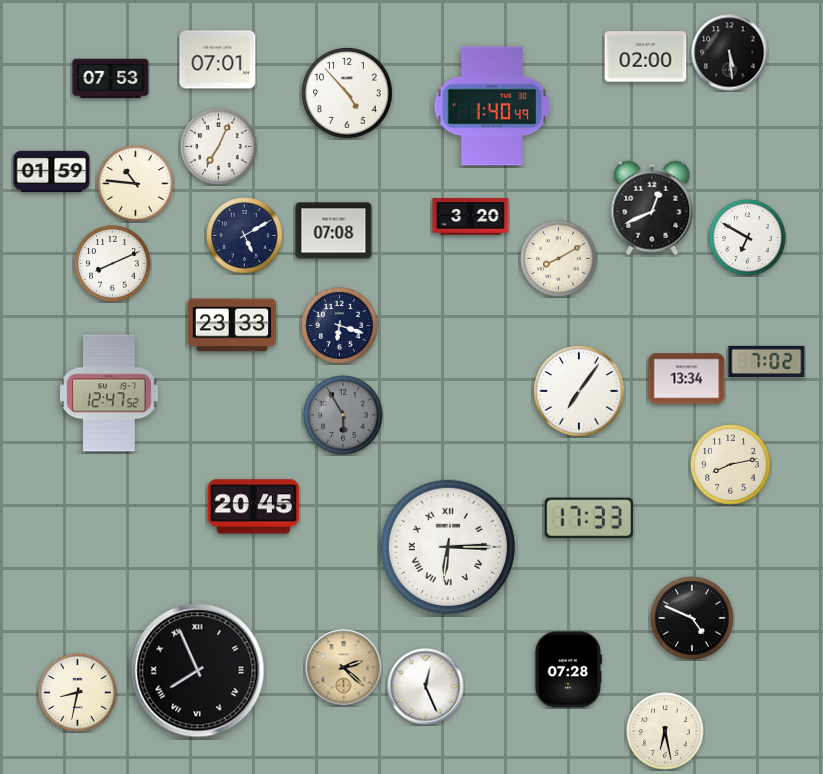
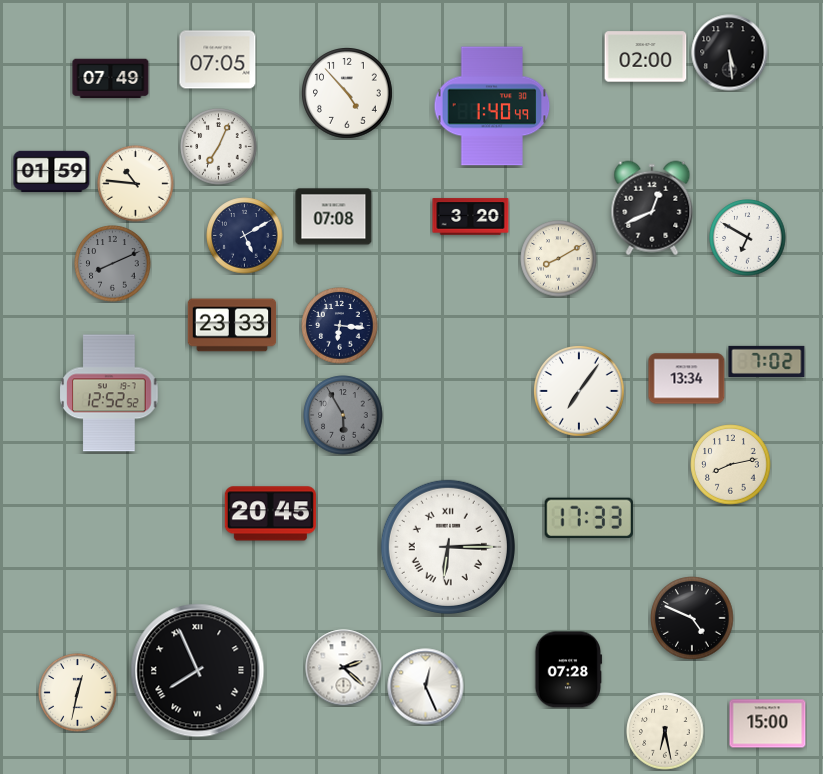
clock at (218, 60): 07:01 -> 07:05
clock at (111, 79): 07:53 -> 07:49
clock at (334, 231) position: (334, 231) -> (334, 217)
clock at (113, 264) dial: white -> grey
clock at (340, 326): 6:18 -> 6:16
clock at (109, 393): 12:47 -> 12:52
clock at (253, 507) position: (253, 507) -> (270, 514)
clock at (344, 668) dial: champagne -> white
clock at (78, 693): 8:32 -> 12:32
clock at (768, 724): none -> 15:00
